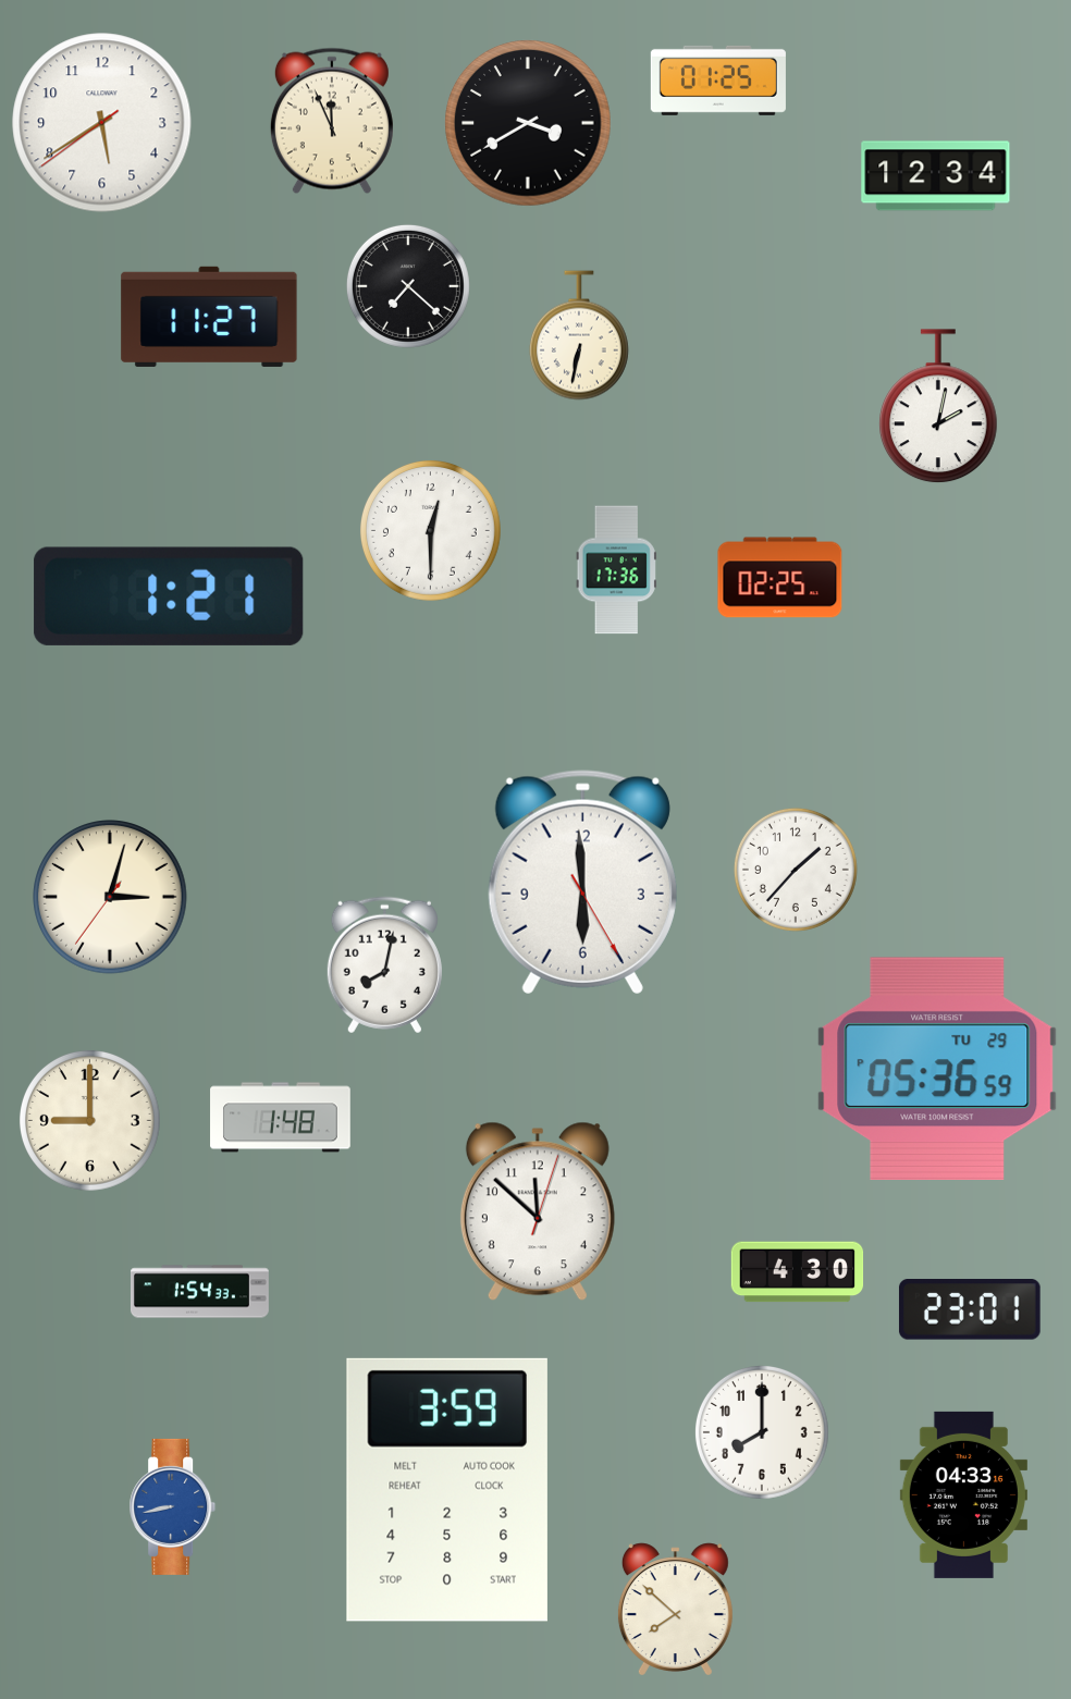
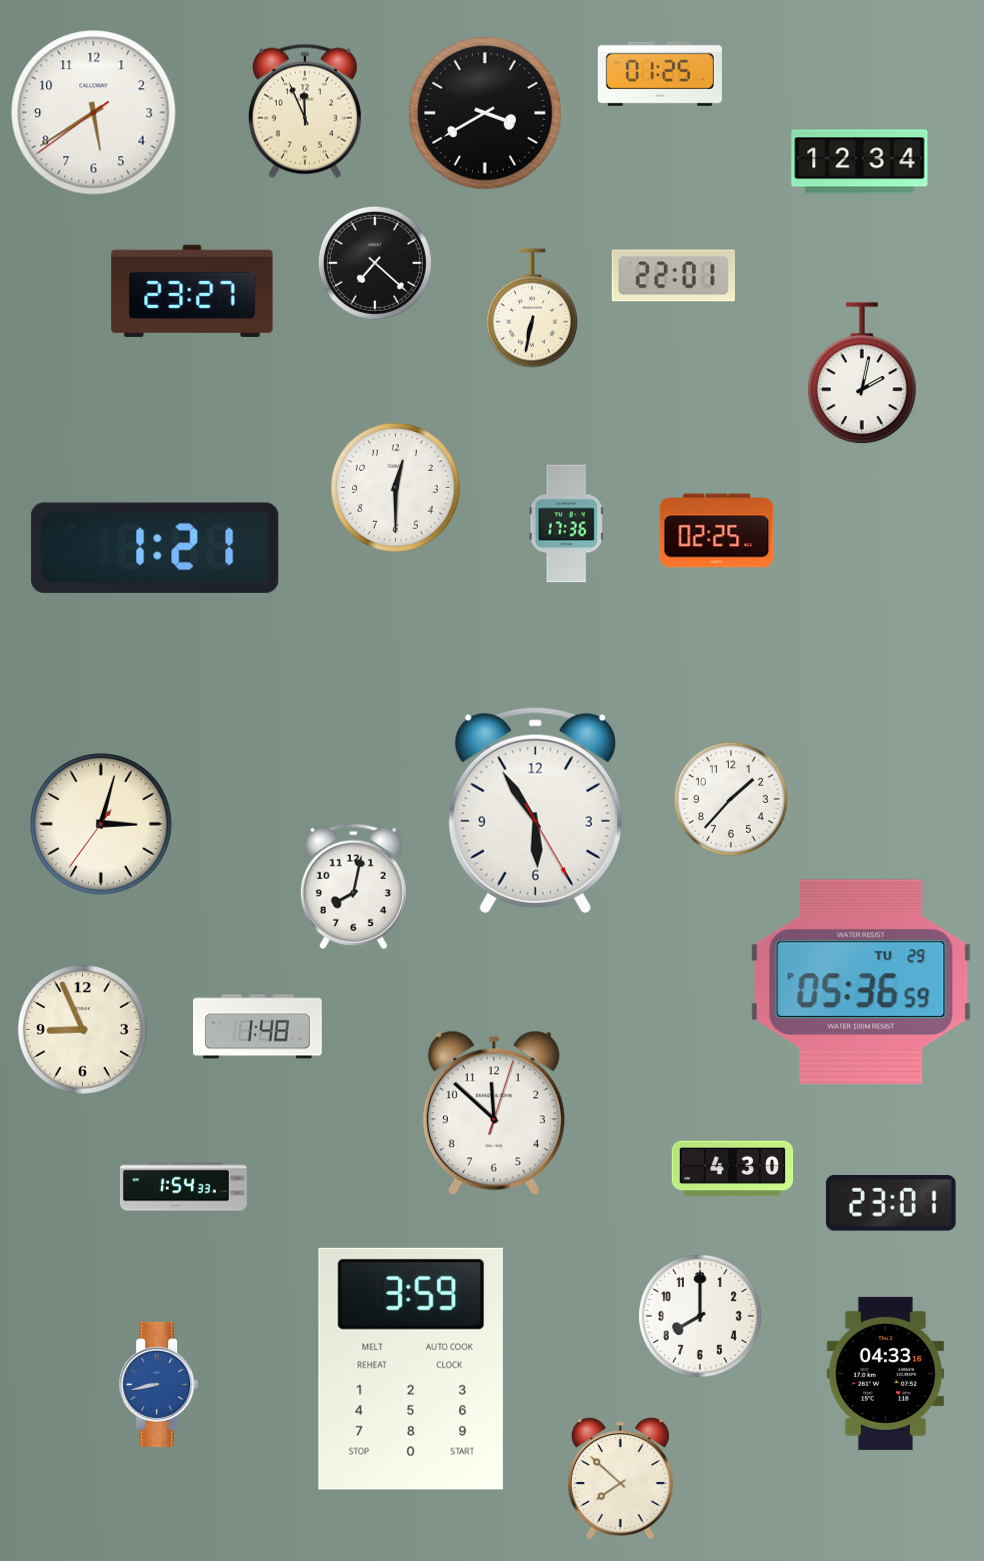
clock at (673, 276): none -> 22:01
clock at (209, 317): 11:27 -> 23:27
clock at (582, 883): 5:59 -> 5:54
clock at (89, 1120): 9:00 -> 8:56
